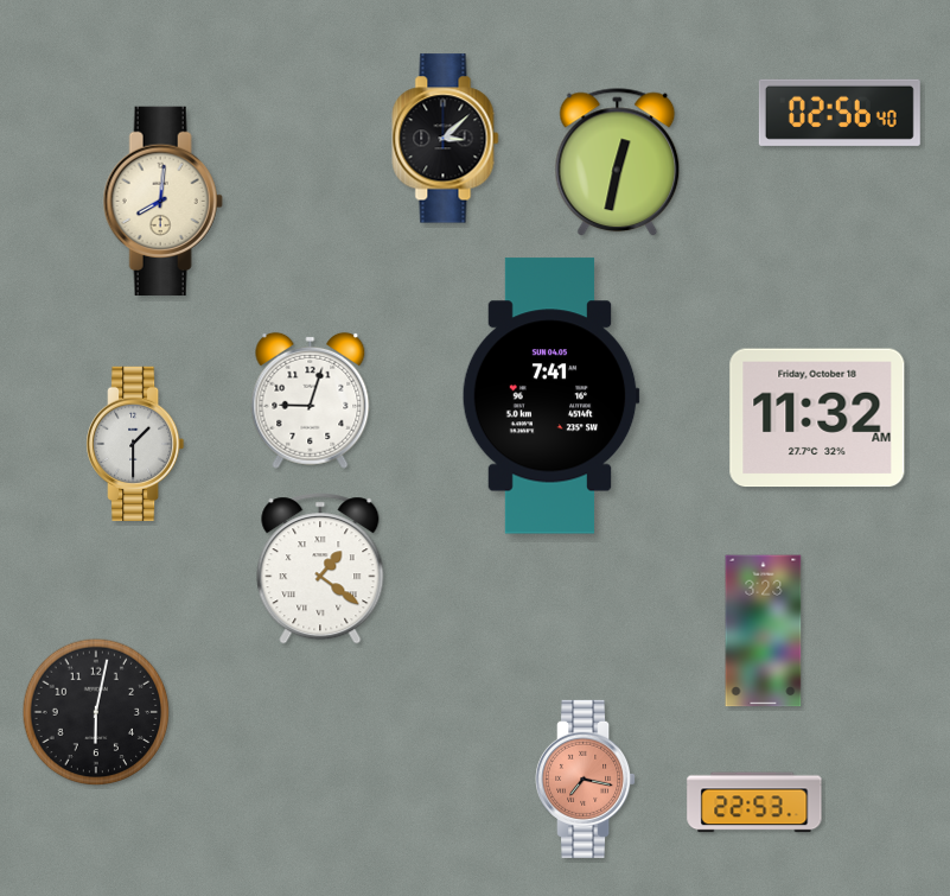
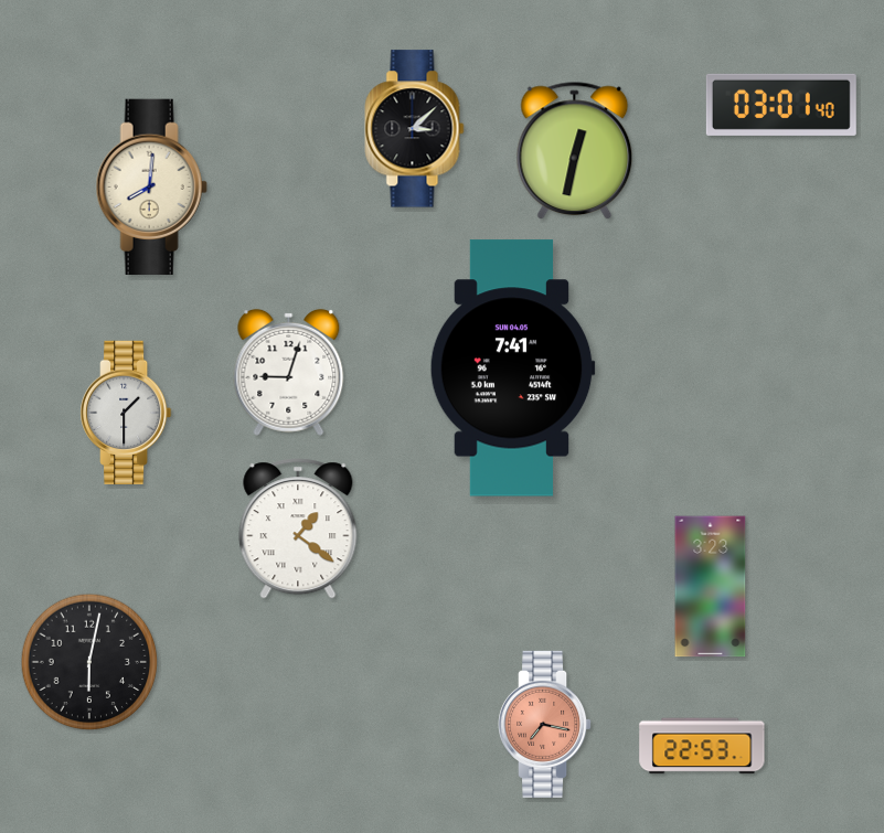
clock at (840, 113): 02:56 -> 03:01
clock at (817, 418): 11:32 -> none
